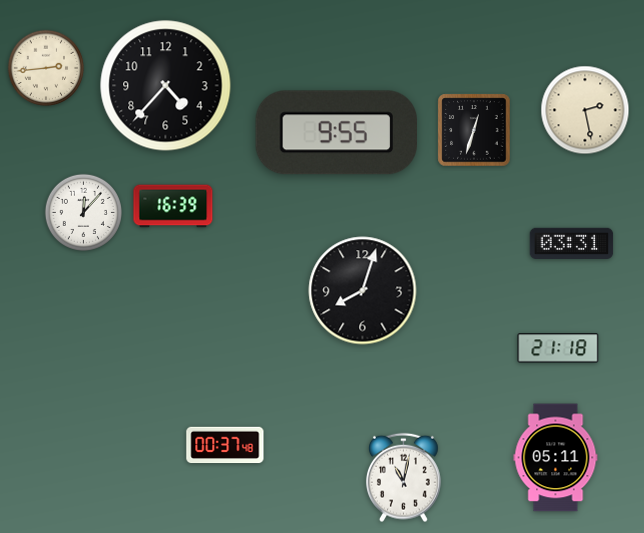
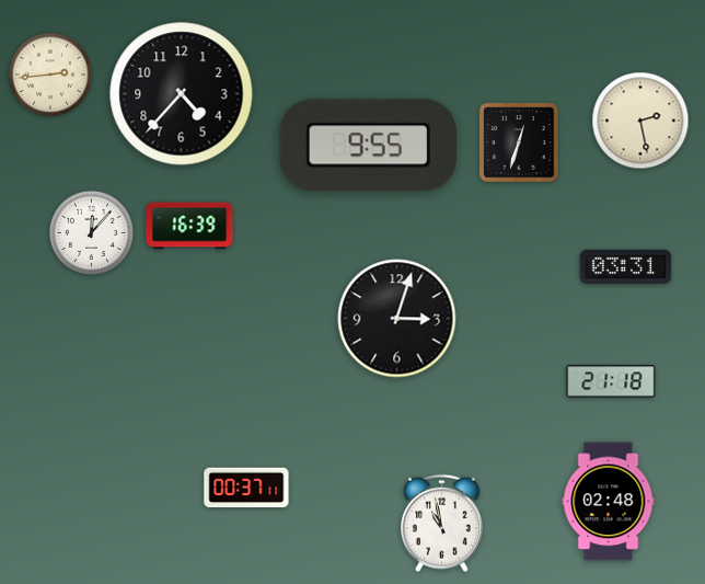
clock at (363, 291): 8:03 -> 3:03
clock at (225, 445): 00:37:48 -> 00:37:11
clock at (556, 458): 05:11 -> 02:48
clock at (403, 478): 11:02 -> 10:58
